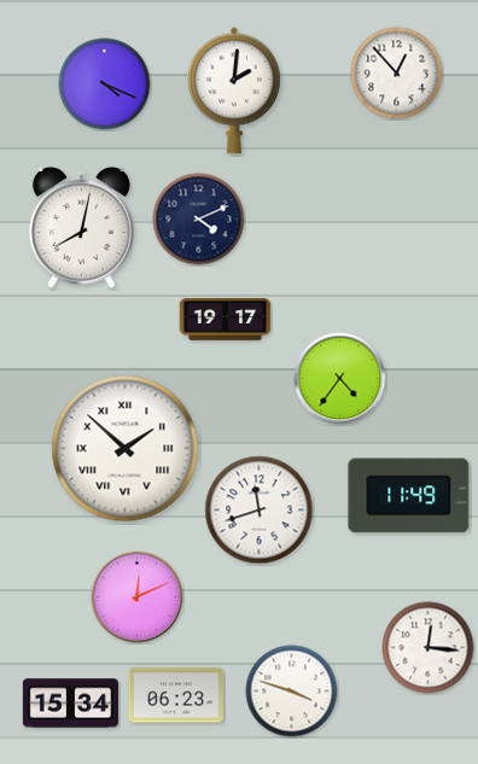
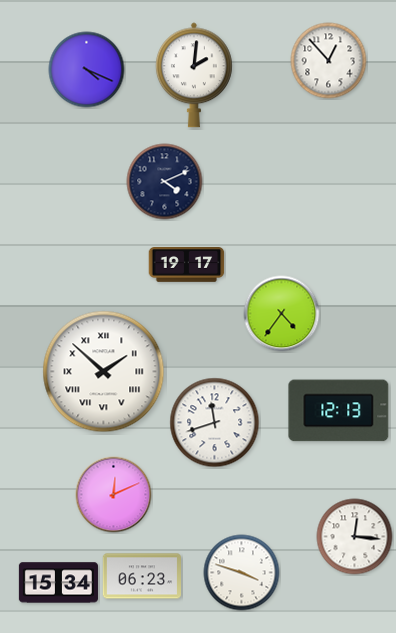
clock at (81, 228): 8:02 -> none
clock at (409, 496): 11:49 -> 12:13
clock at (175, 695) position: (175, 695) -> (141, 576)
